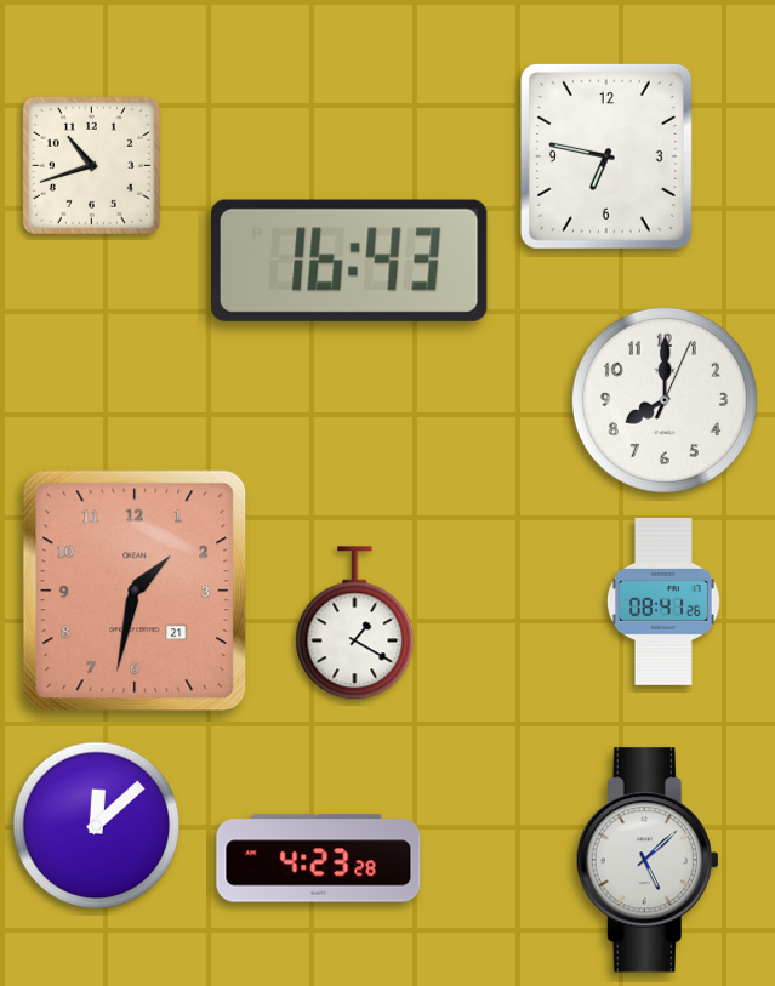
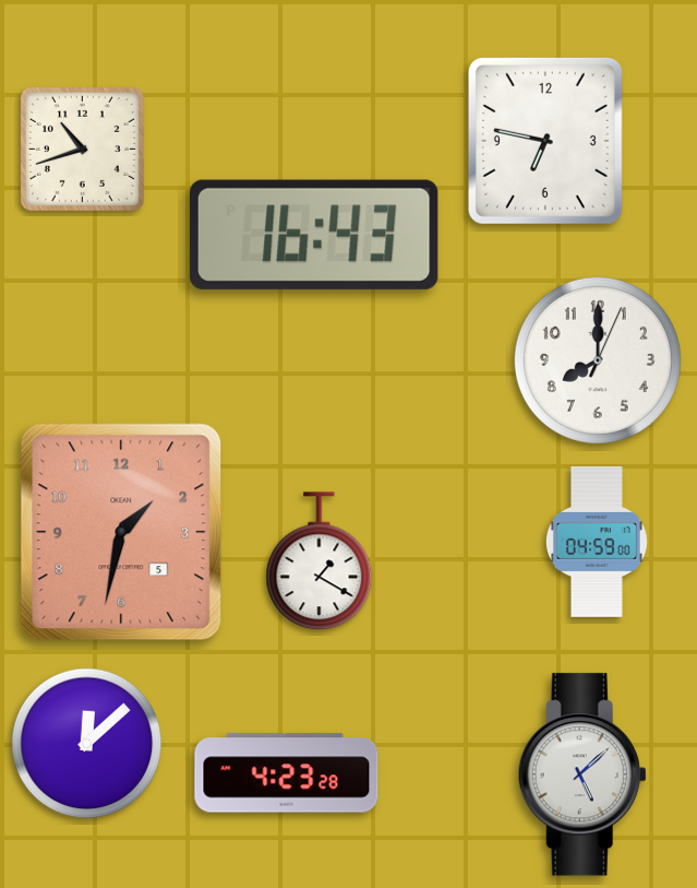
clock at (135, 591) date: 21 -> 5
clock at (663, 602): 08:41 -> 04:59
